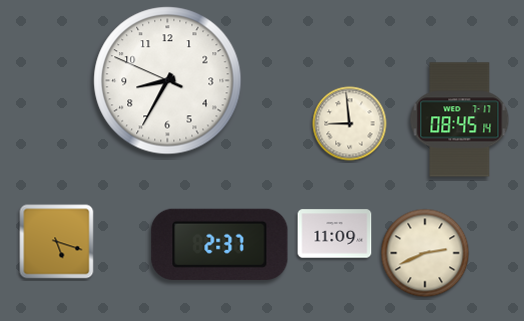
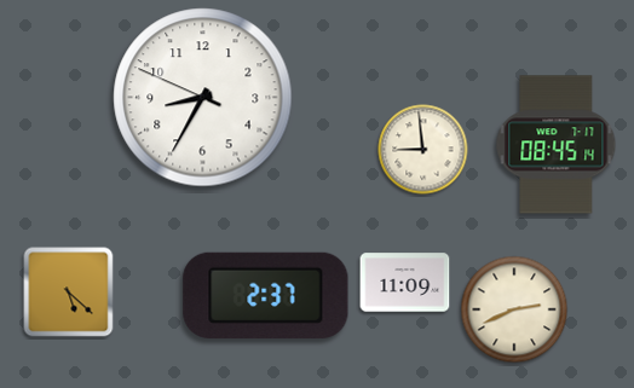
clock at (57, 242): 5:18 -> 5:22
clock at (425, 253) position: (425, 253) -> (514, 309)
